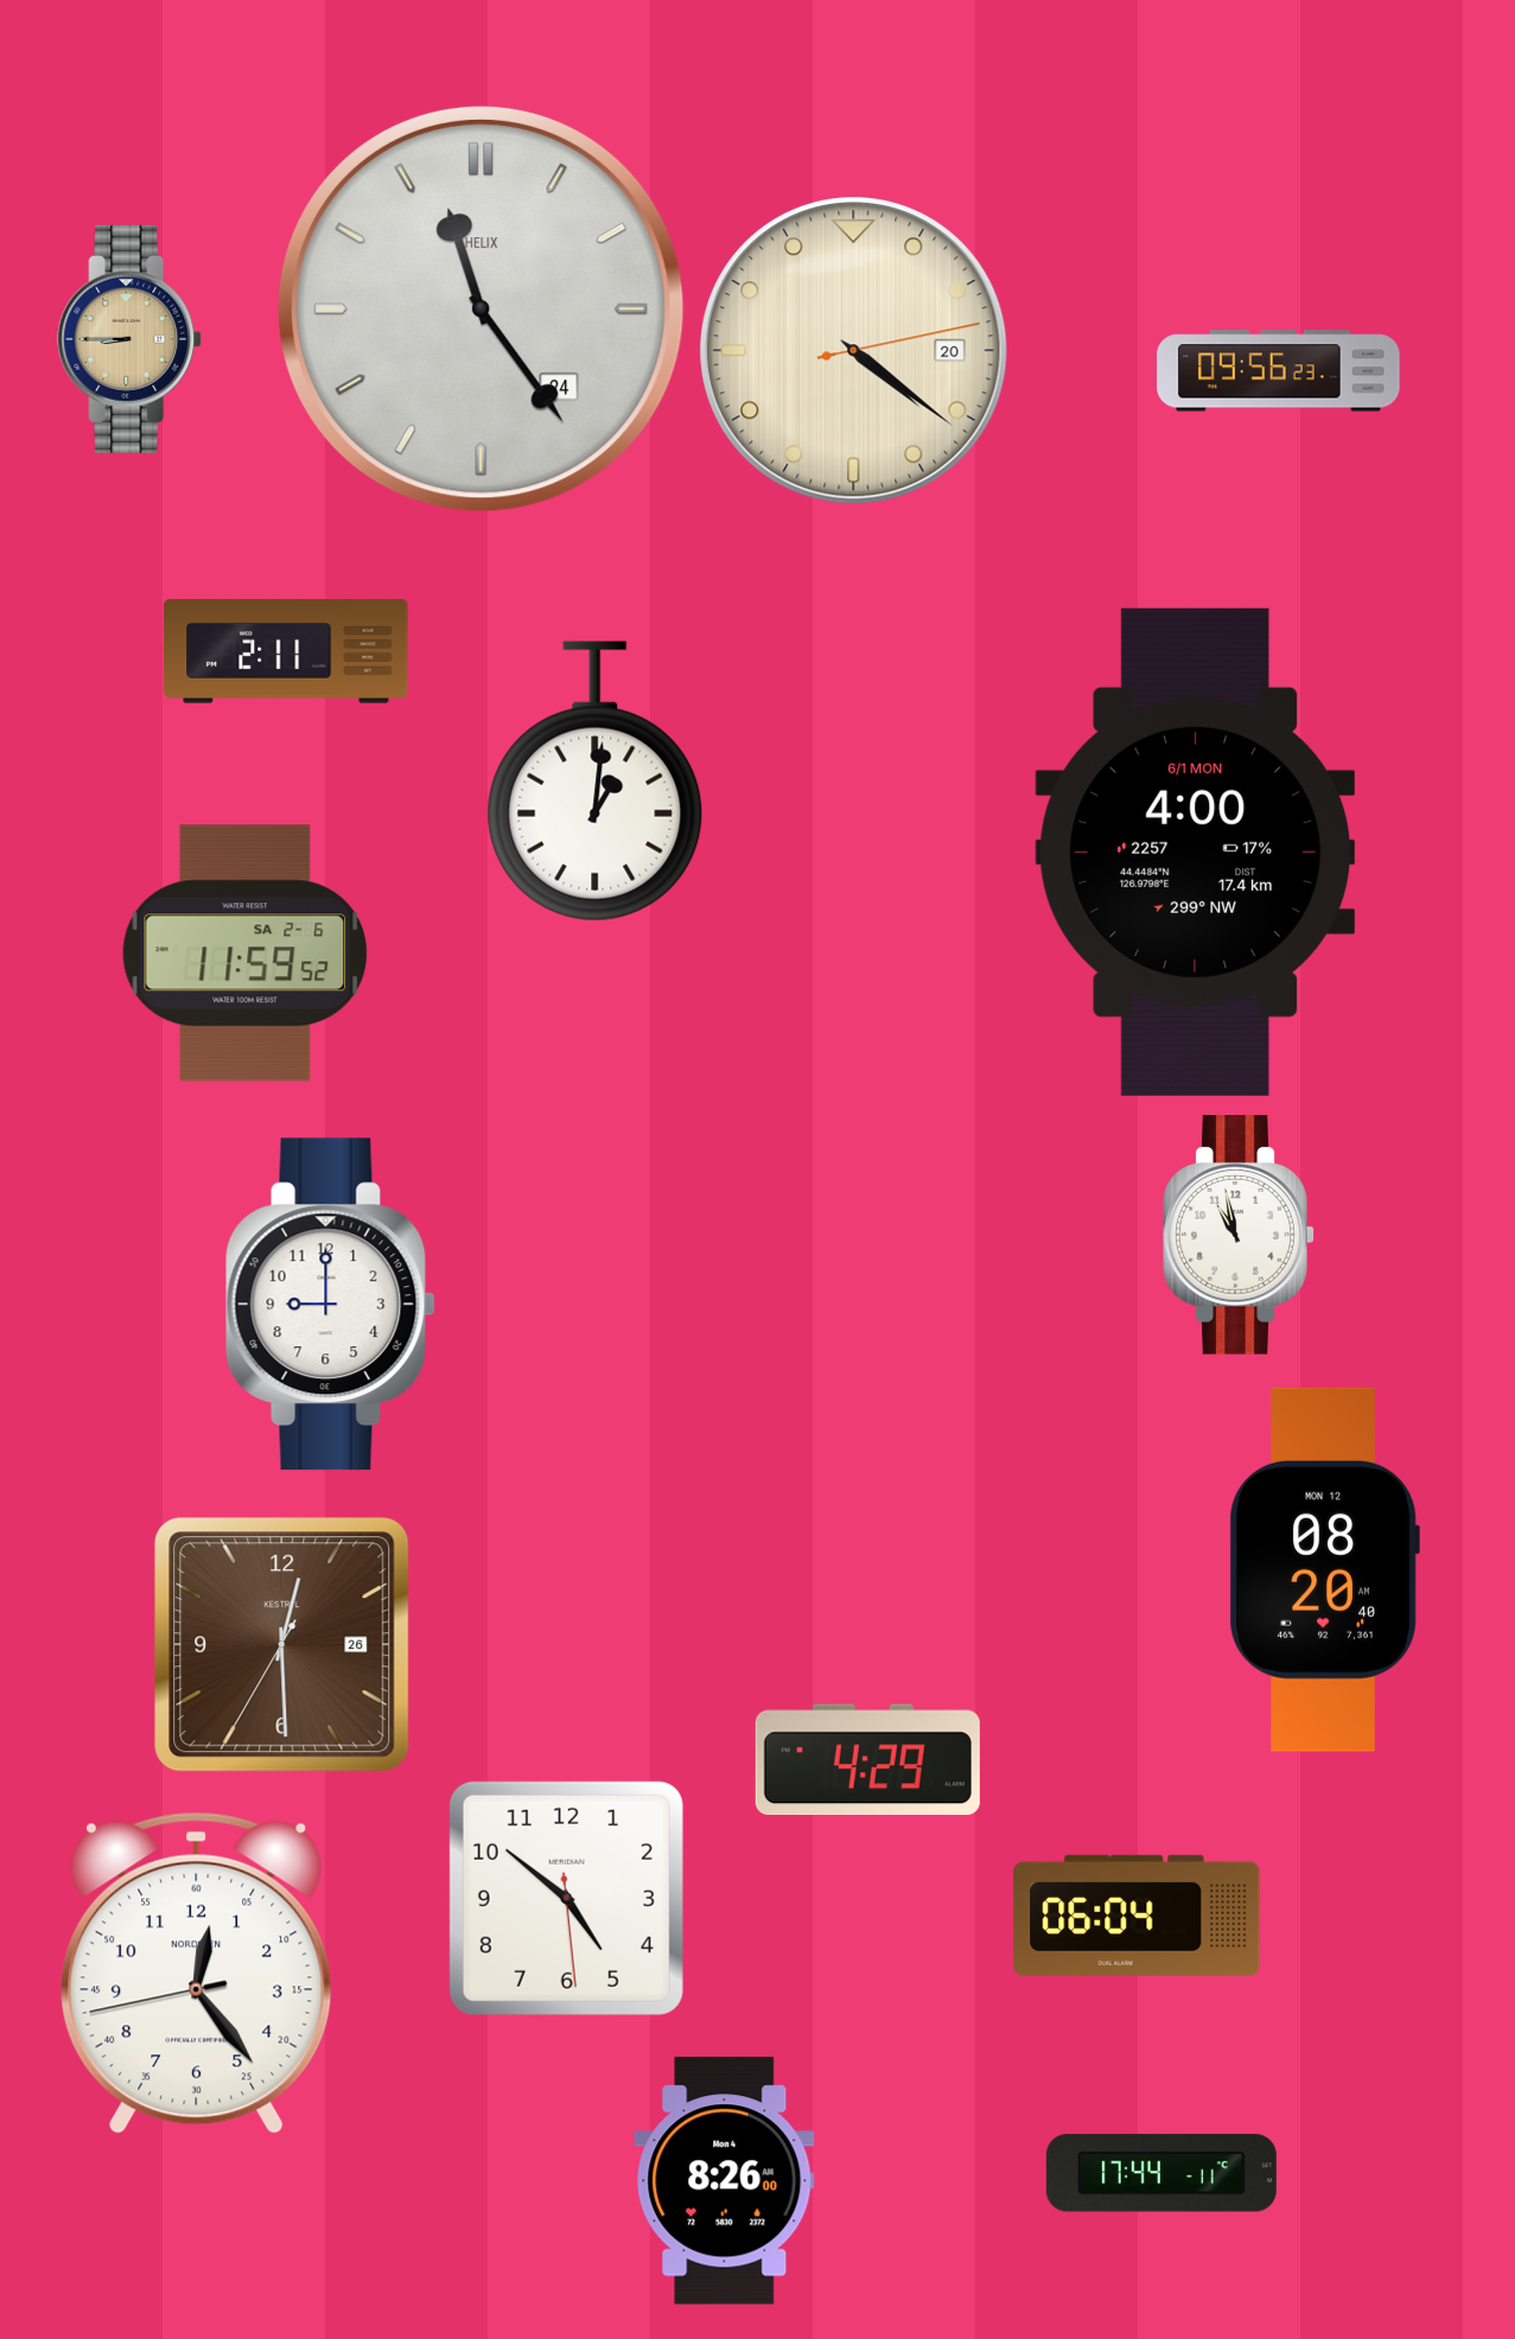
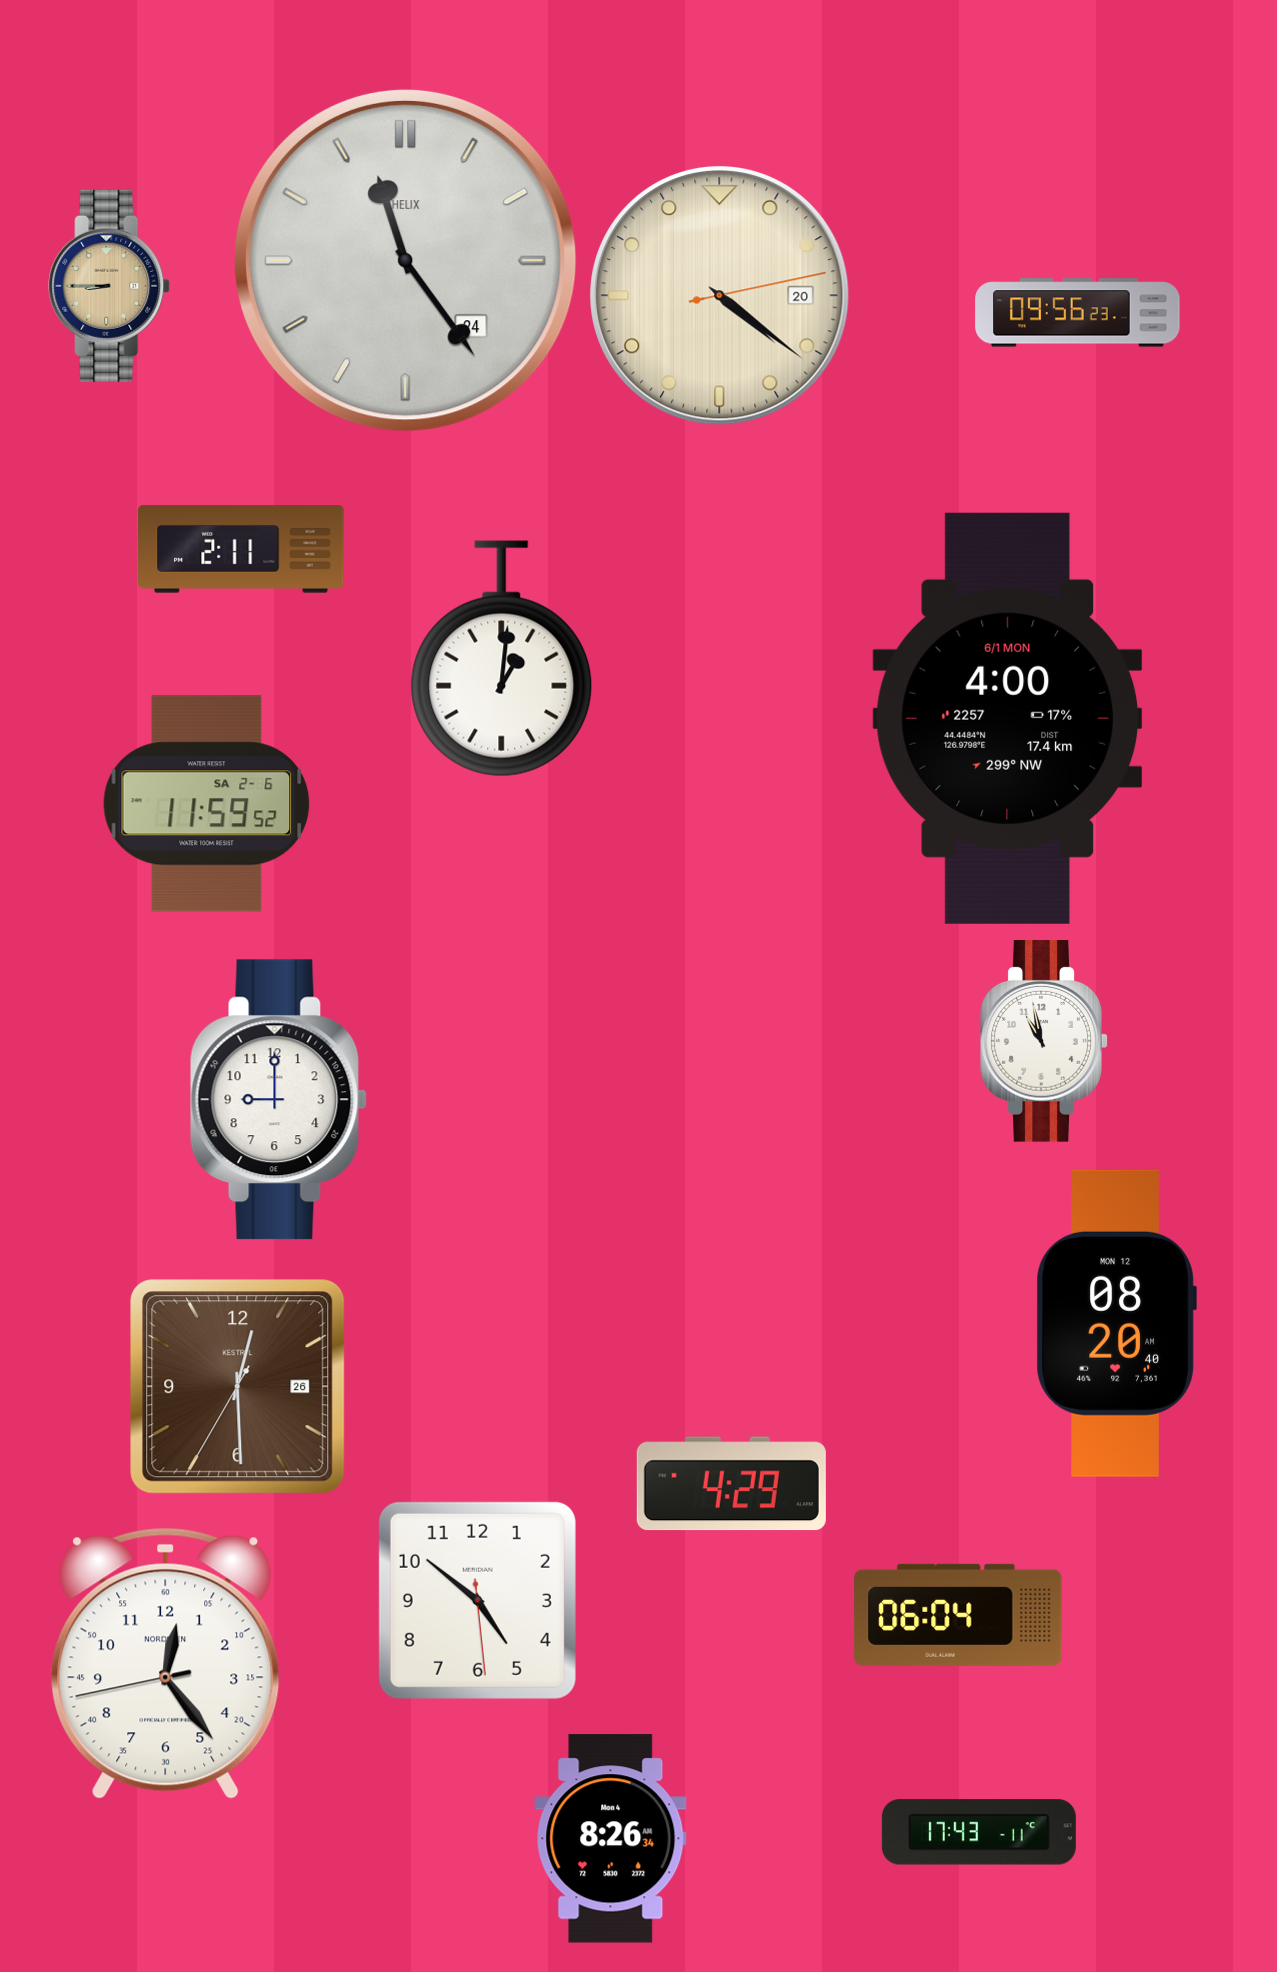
clock at (1161, 2173): 17:44 -> 17:43
clock at (725, 2181): 8:26:00 -> 8:26:34
